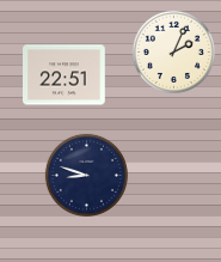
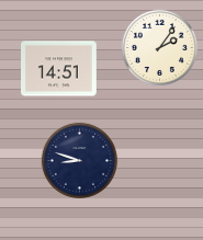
clock at (173, 51): 2:04 -> 2:06
clock at (65, 75): 22:51 -> 14:51
